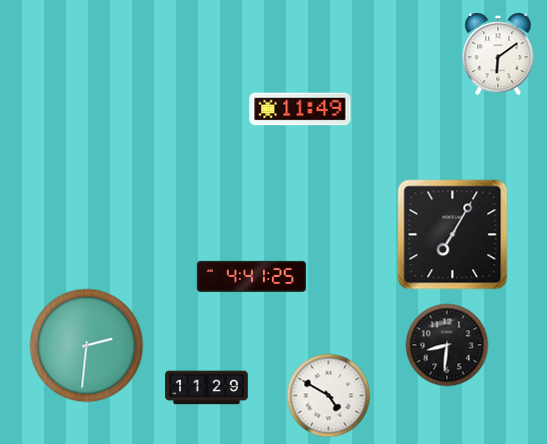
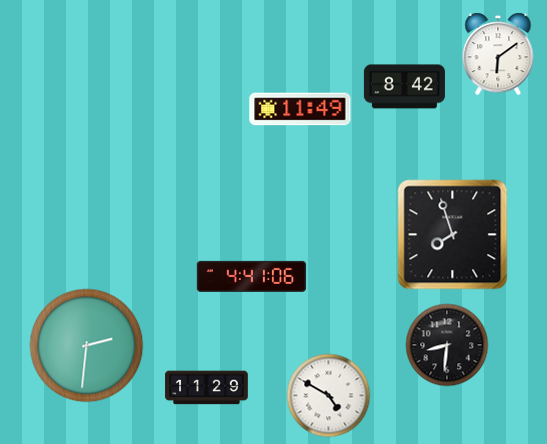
clock at (404, 87): none -> 8:42
clock at (453, 235): 7:05 -> 7:57
clock at (252, 276): 4:41:25 -> 4:41:06
